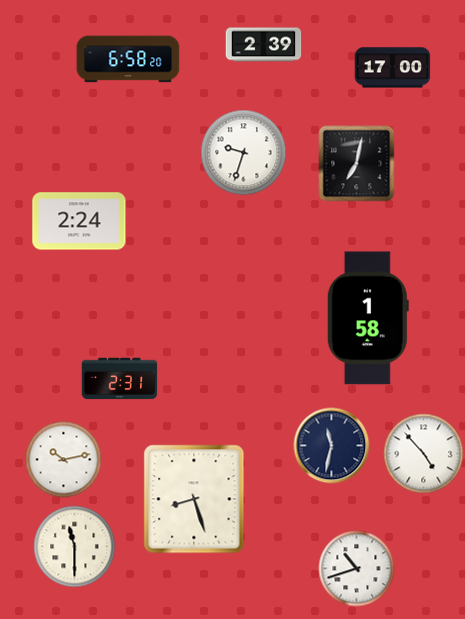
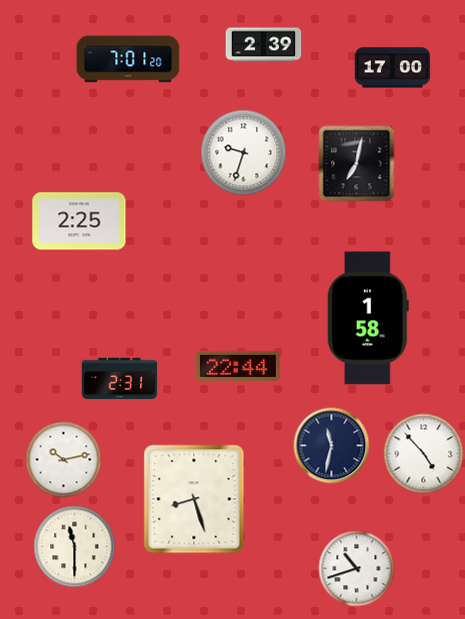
clock at (128, 59): 6:58 -> 7:01
clock at (79, 221): 2:24 -> 2:25
clock at (239, 366): none -> 22:44
